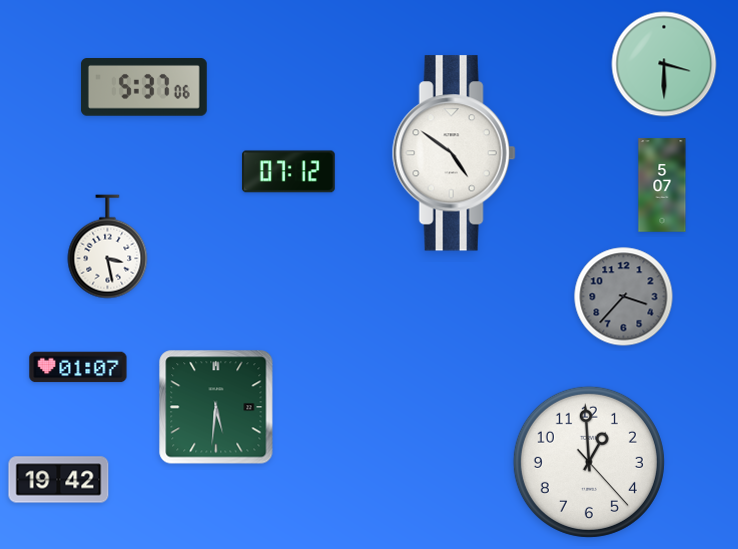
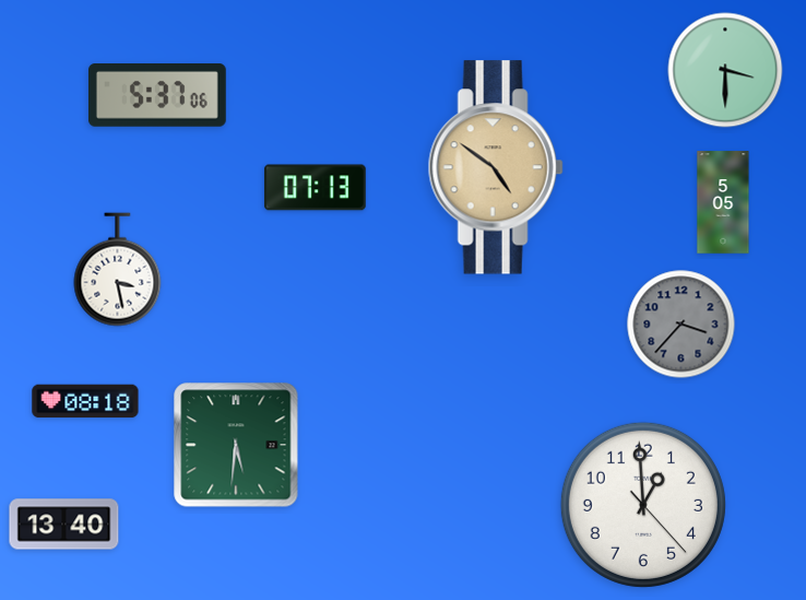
clock at (454, 153) dial: white -> champagne
clock at (288, 172): 07:12 -> 07:13
clock at (662, 185): 5:07 -> 5:05
clock at (78, 367): 01:07 -> 08:18
clock at (59, 480): 19:42 -> 13:40
